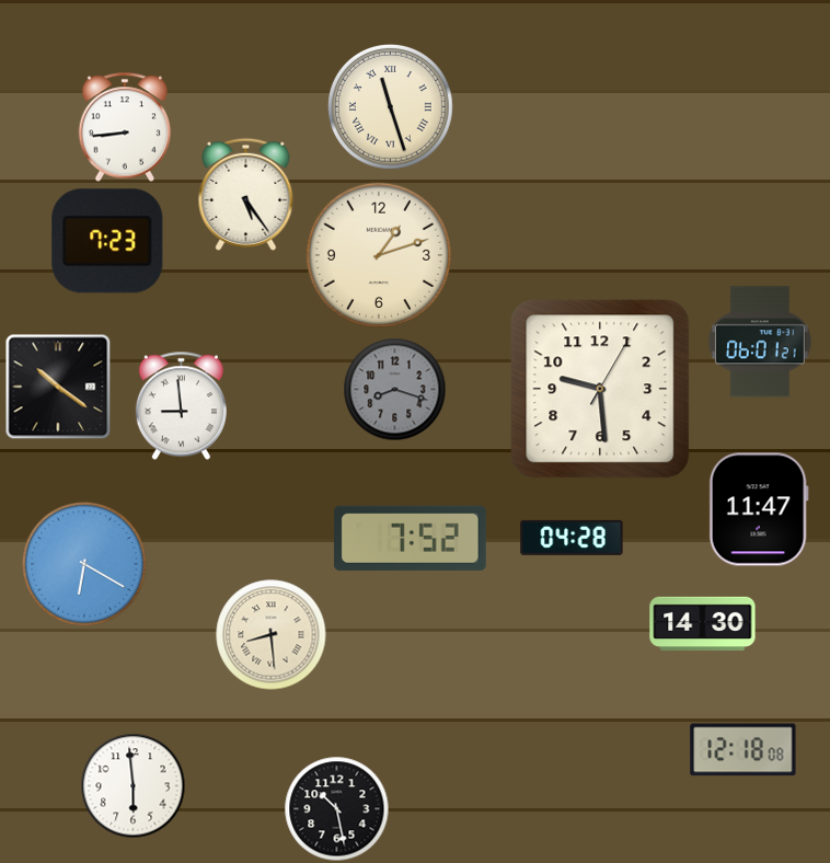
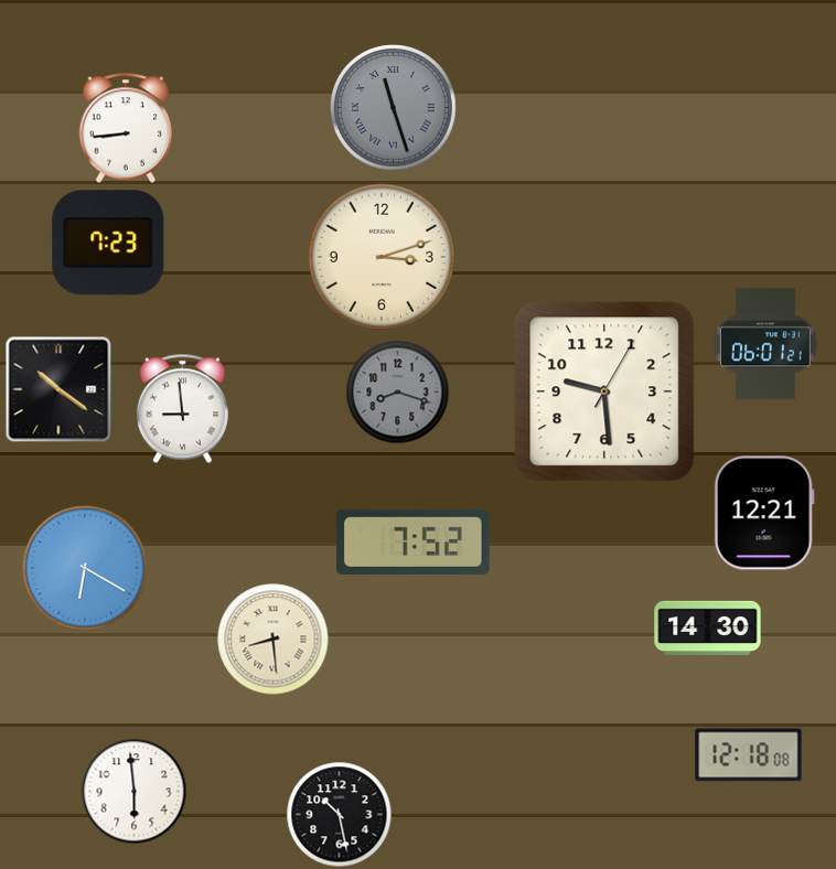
clock at (391, 107) dial: cream -> grey
clock at (246, 194): 5:24 -> none
clock at (379, 255): 1:12 -> 3:12
clock at (759, 509): 11:47 -> 12:21
clock at (572, 538): 04:28 -> none
